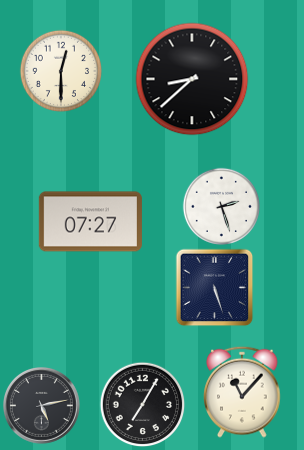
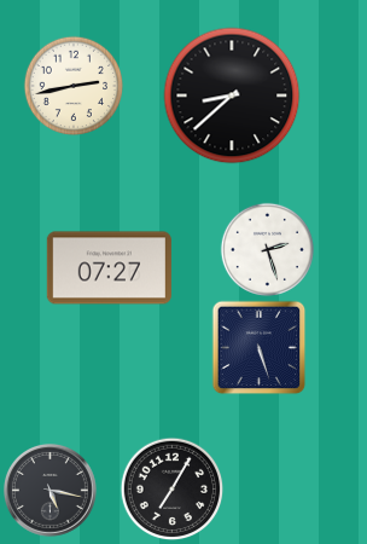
clock at (60, 70): 12:30 -> 2:43
clock at (242, 392): 11:07 -> none
clock at (42, 406): 5:13 -> 5:17
